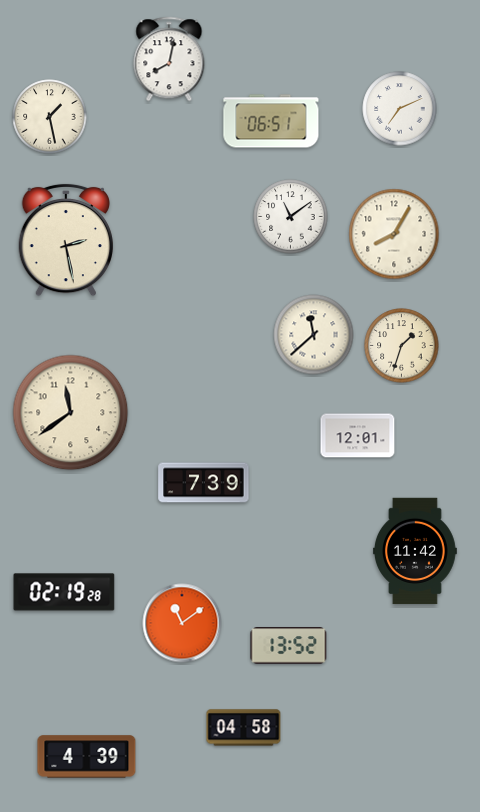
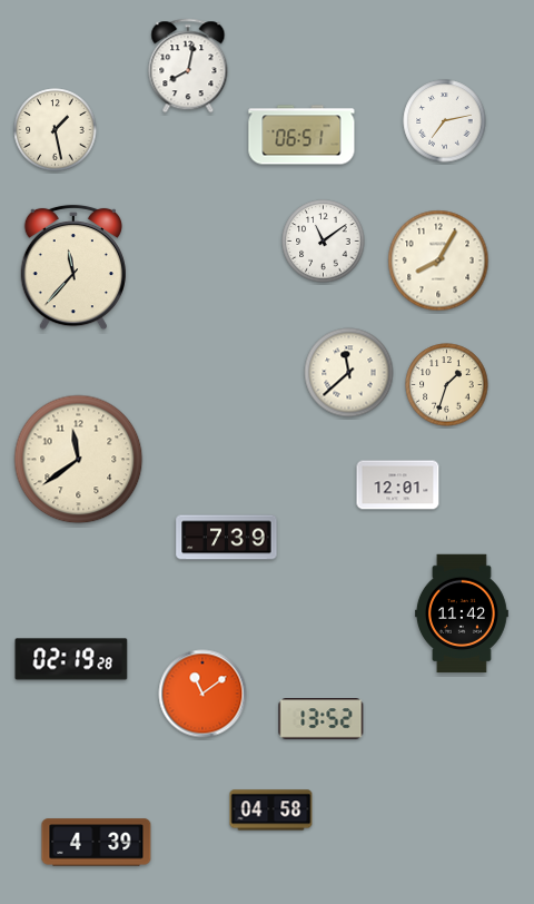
clock at (400, 109): 7:11 -> 7:13
clock at (65, 240): 2:28 -> 11:37
